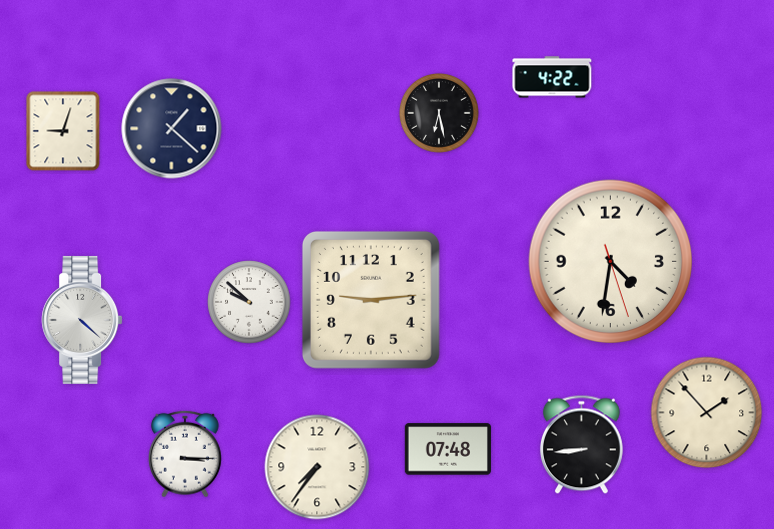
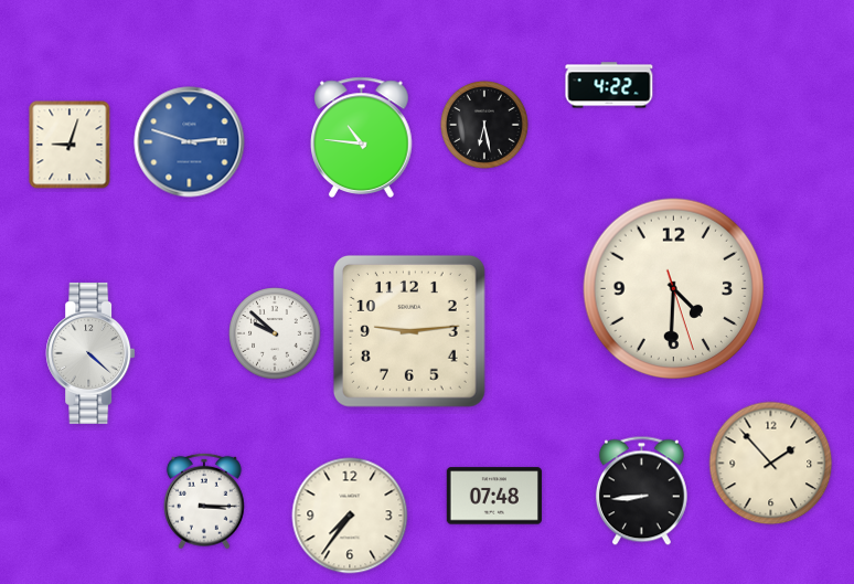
clock at (362, 137): none -> 10:46
clock at (172, 129): 1:22 -> 2:48
clock at (172, 129) dial: navy -> blue
clock at (611, 262): 4:31 -> 4:30
clock at (707, 413) position: (707, 413) -> (771, 464)
